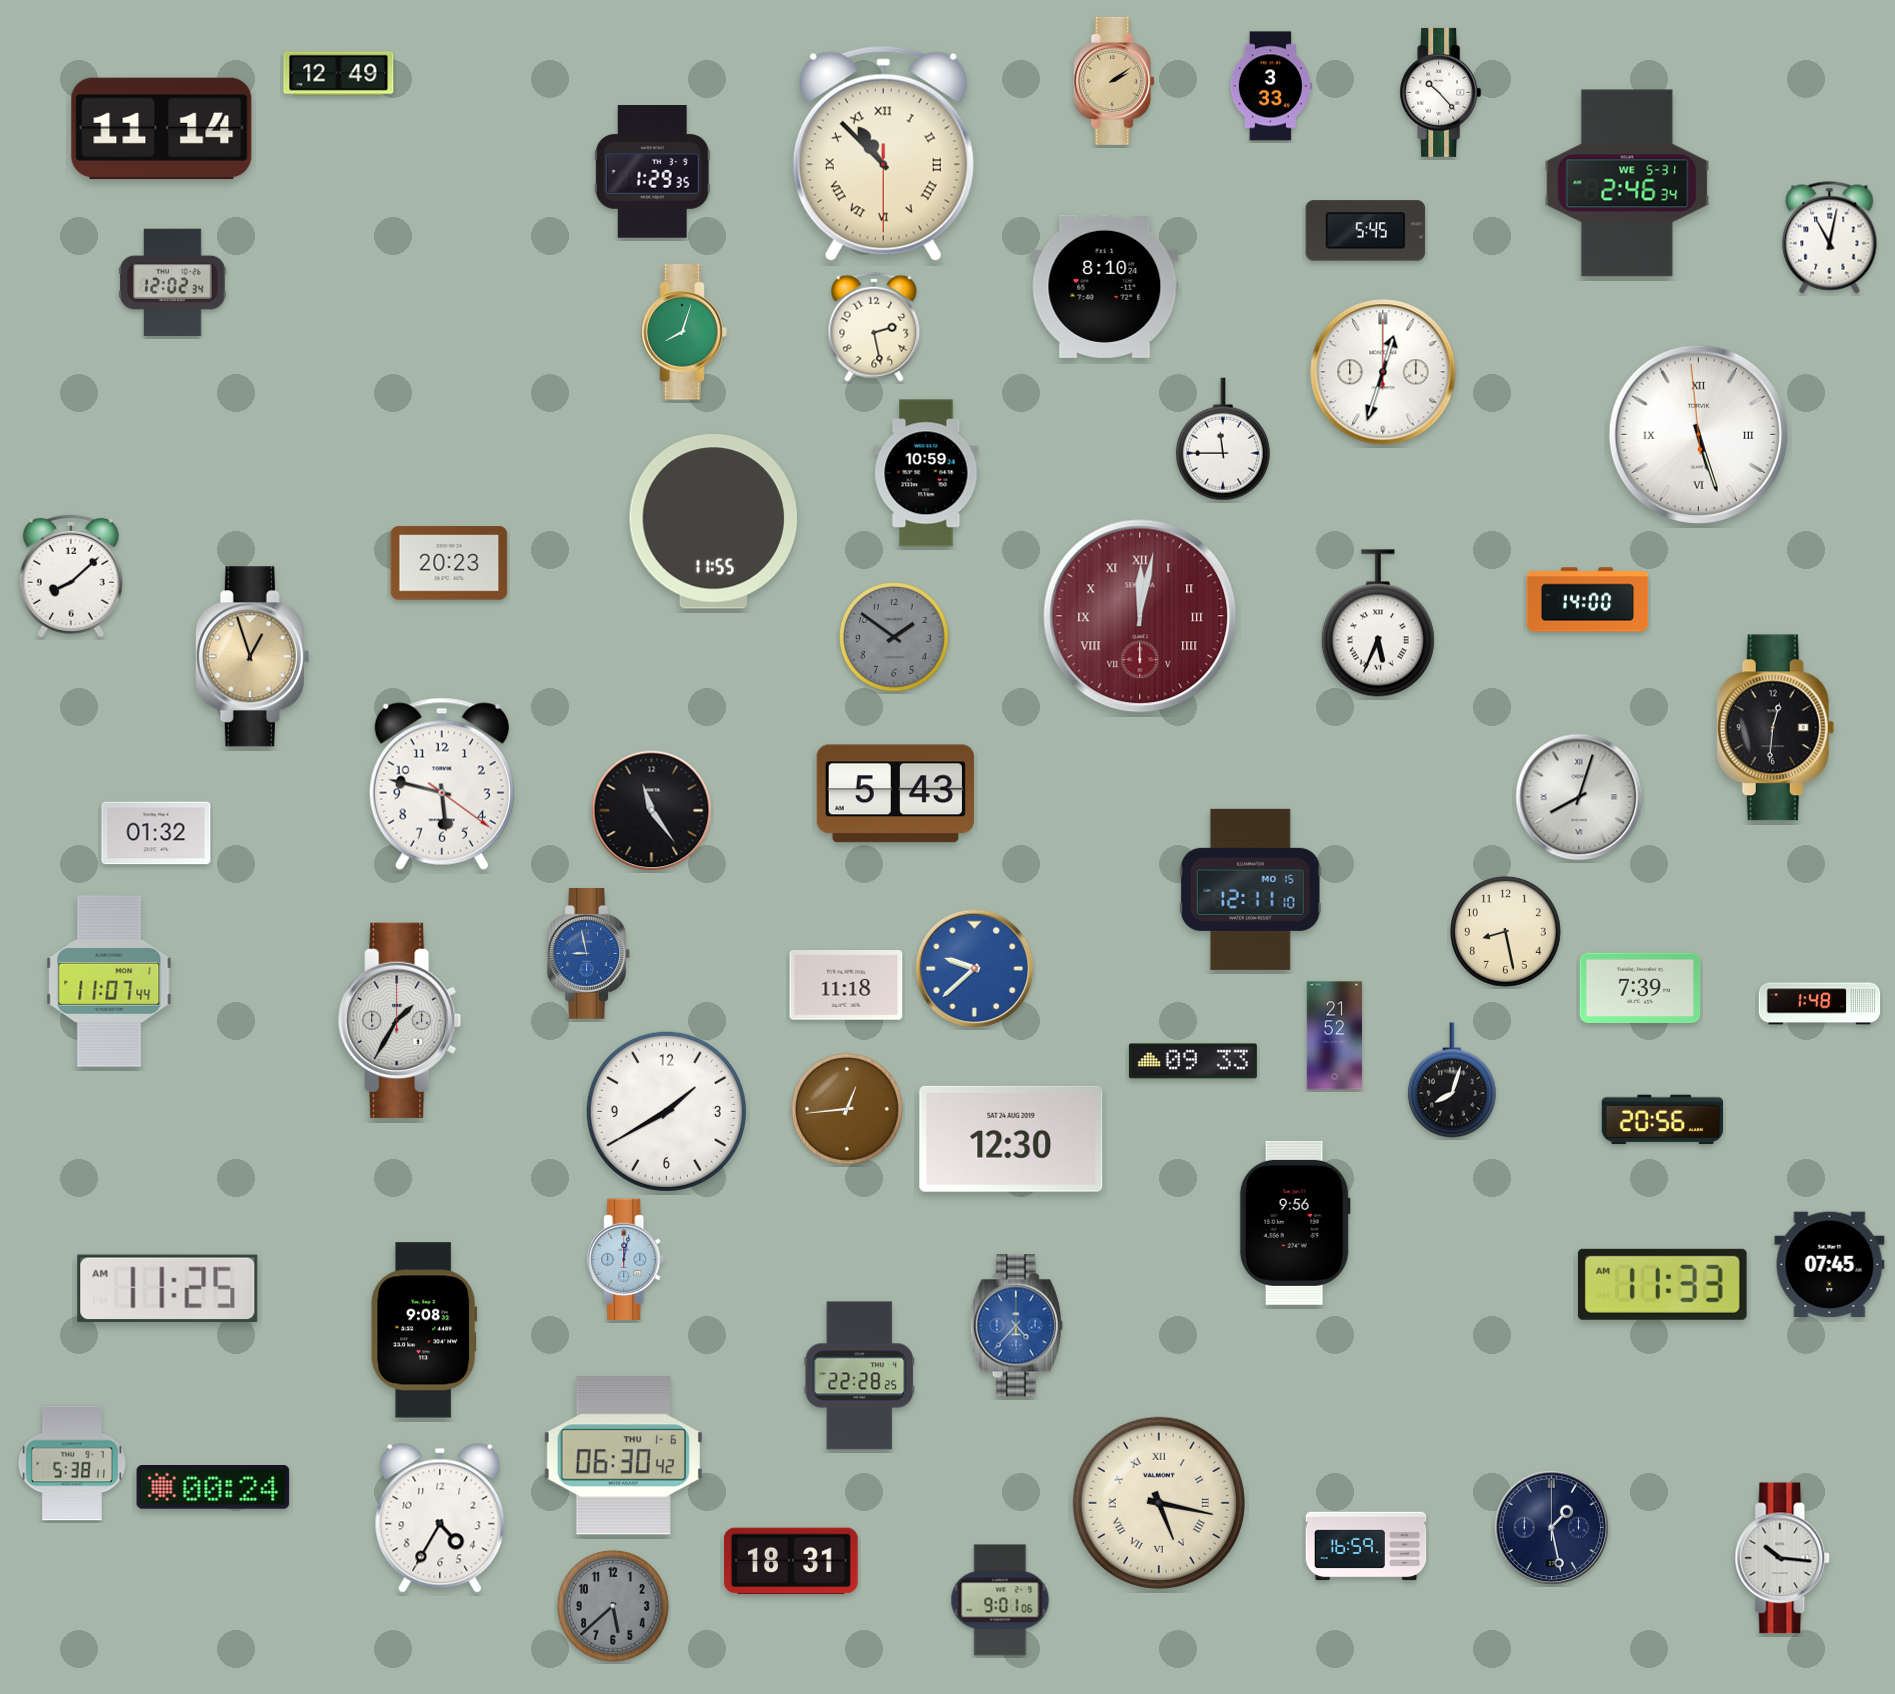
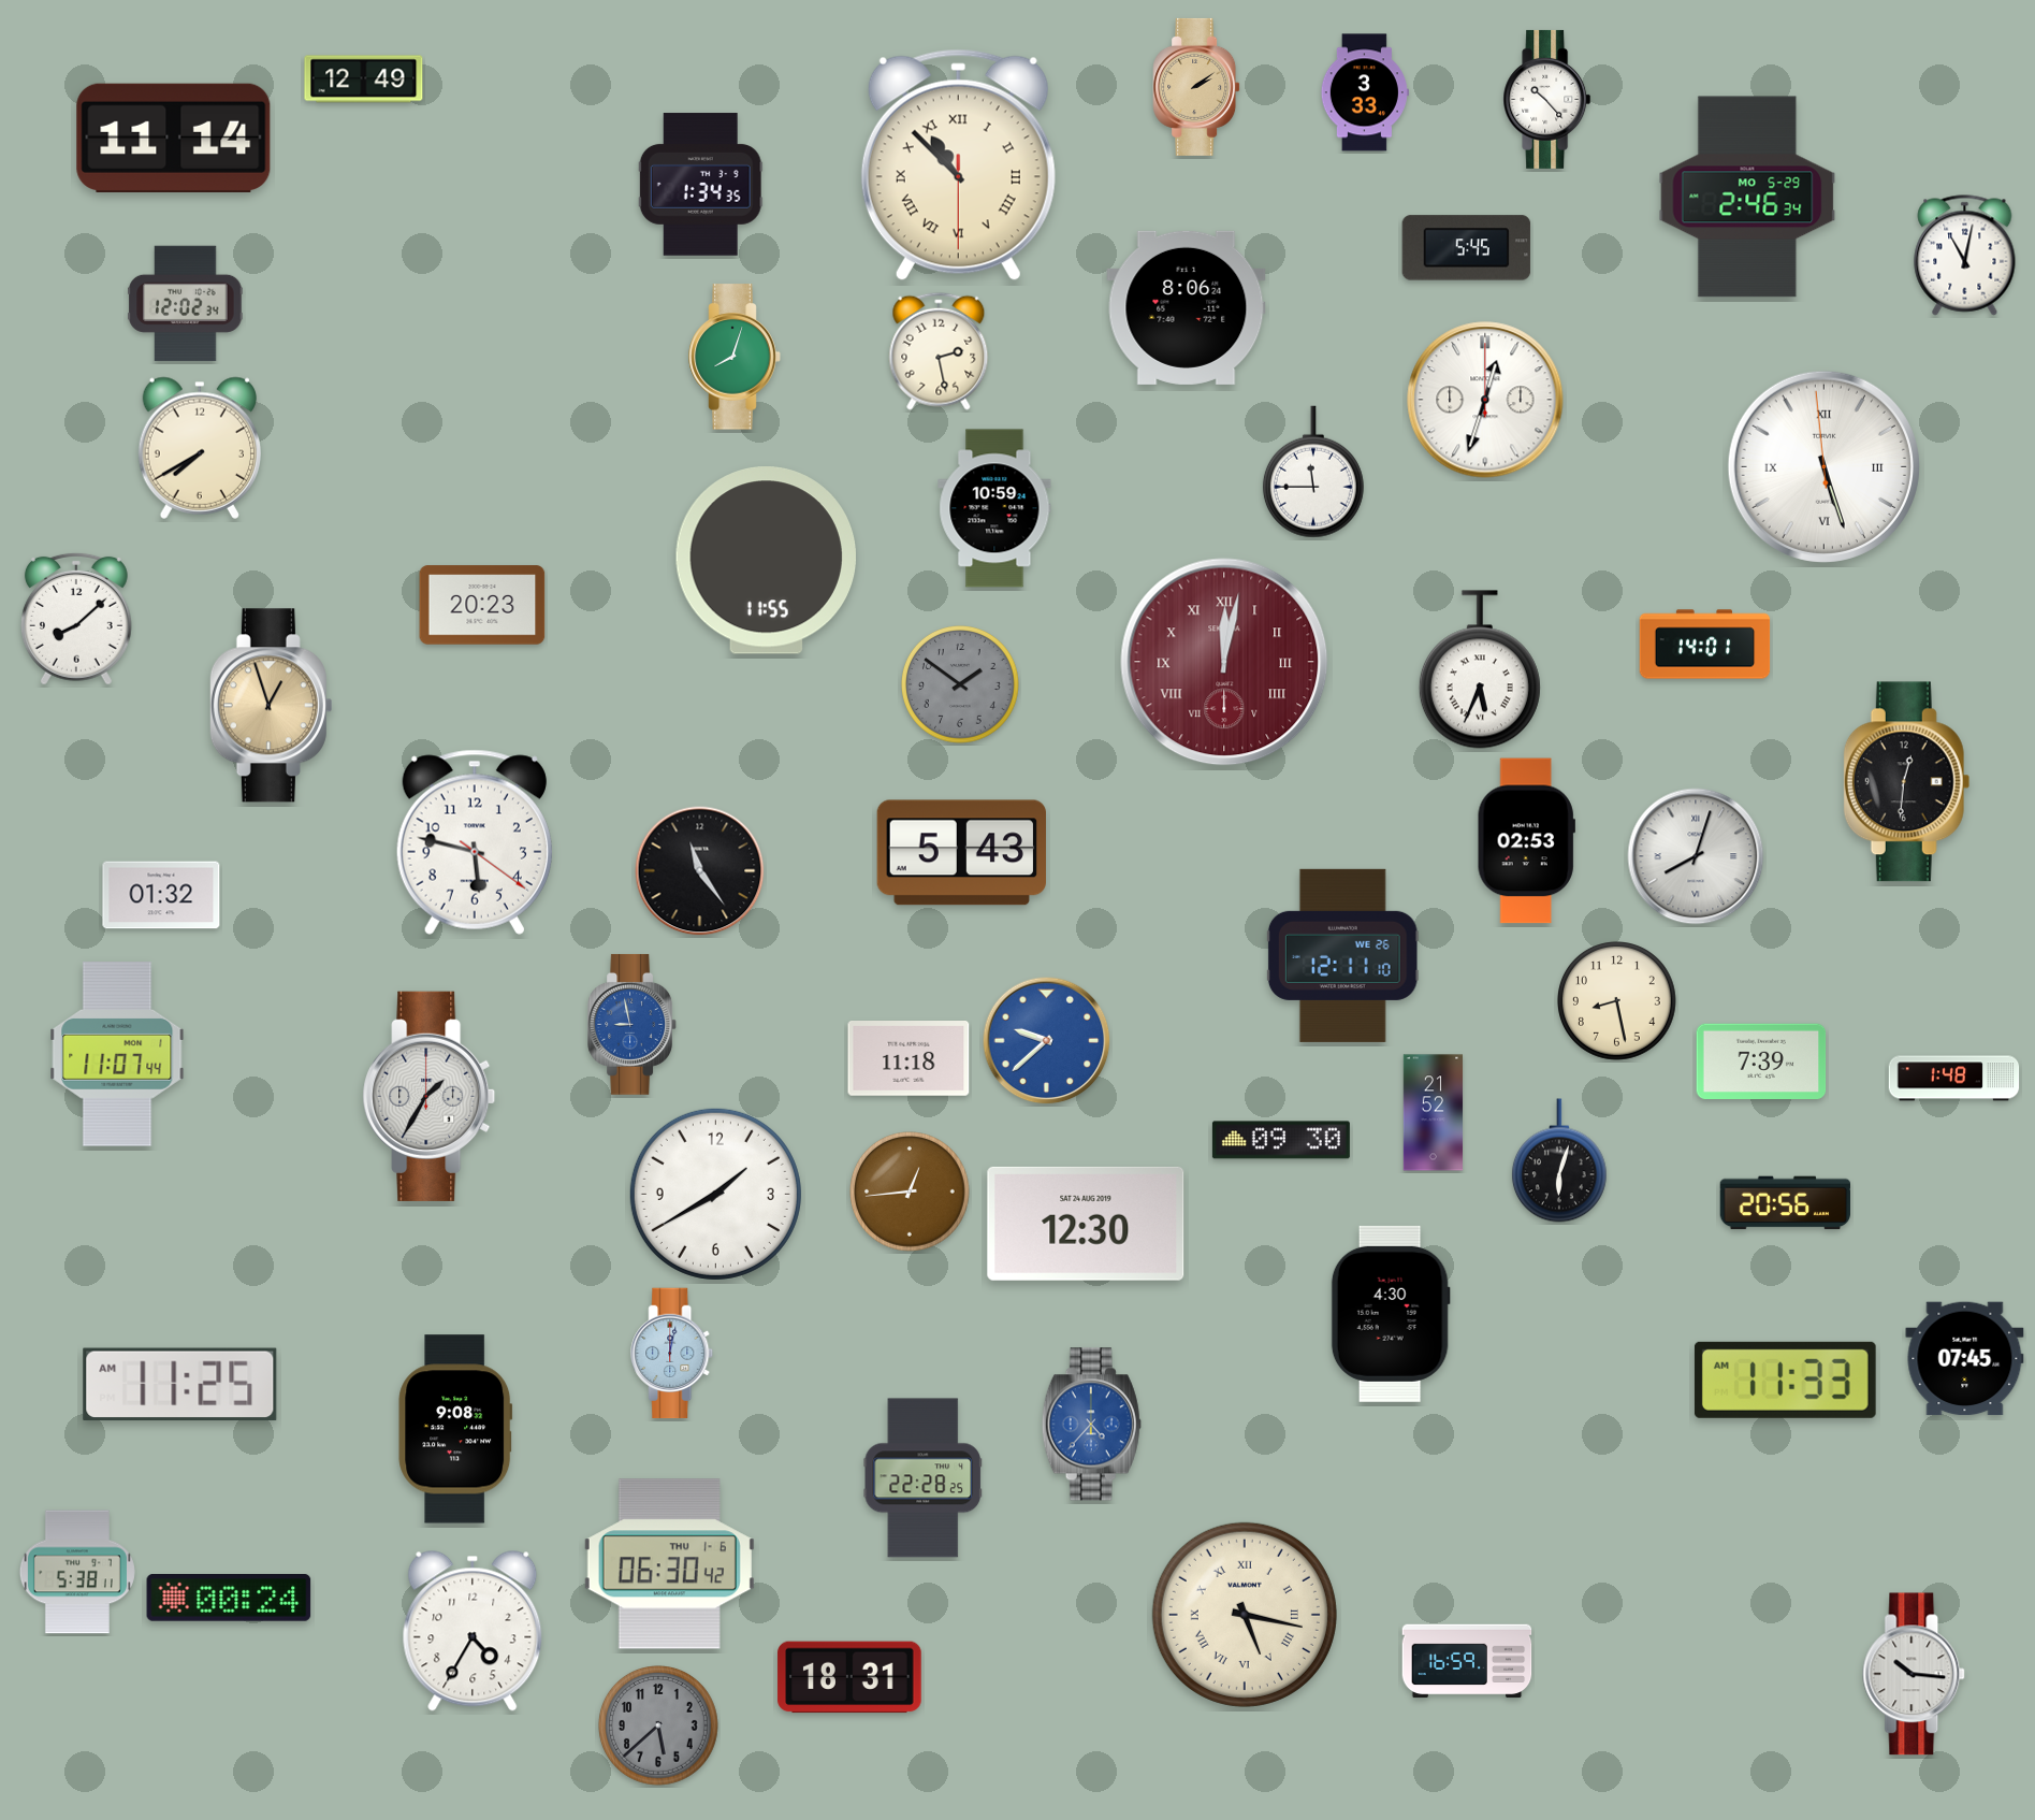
clock at (883, 154) position: (883, 154) -> (958, 165)
clock at (652, 172): 1:29 -> 1:34
clock at (1627, 183) date: WE 5-31 -> MO 5-29
clock at (1105, 286): 8:10 -> 8:06
clock at (199, 448): none -> 7:40
clock at (1588, 600): 14:00 -> 14:01
clock at (1526, 841): none -> 02:53
clock at (156, 833) position: (156, 833) -> (161, 895)
clock at (1250, 889) date: MO 15 -> WE 26
clock at (1193, 1061): 09:33 -> 09:30
clock at (1452, 1080): 8:03 -> 6:03
clock at (1295, 1223): 9:56 -> 4:30
clock at (1552, 1528): 1:28 -> none
clock at (1000, 1600): 9:01 -> none
